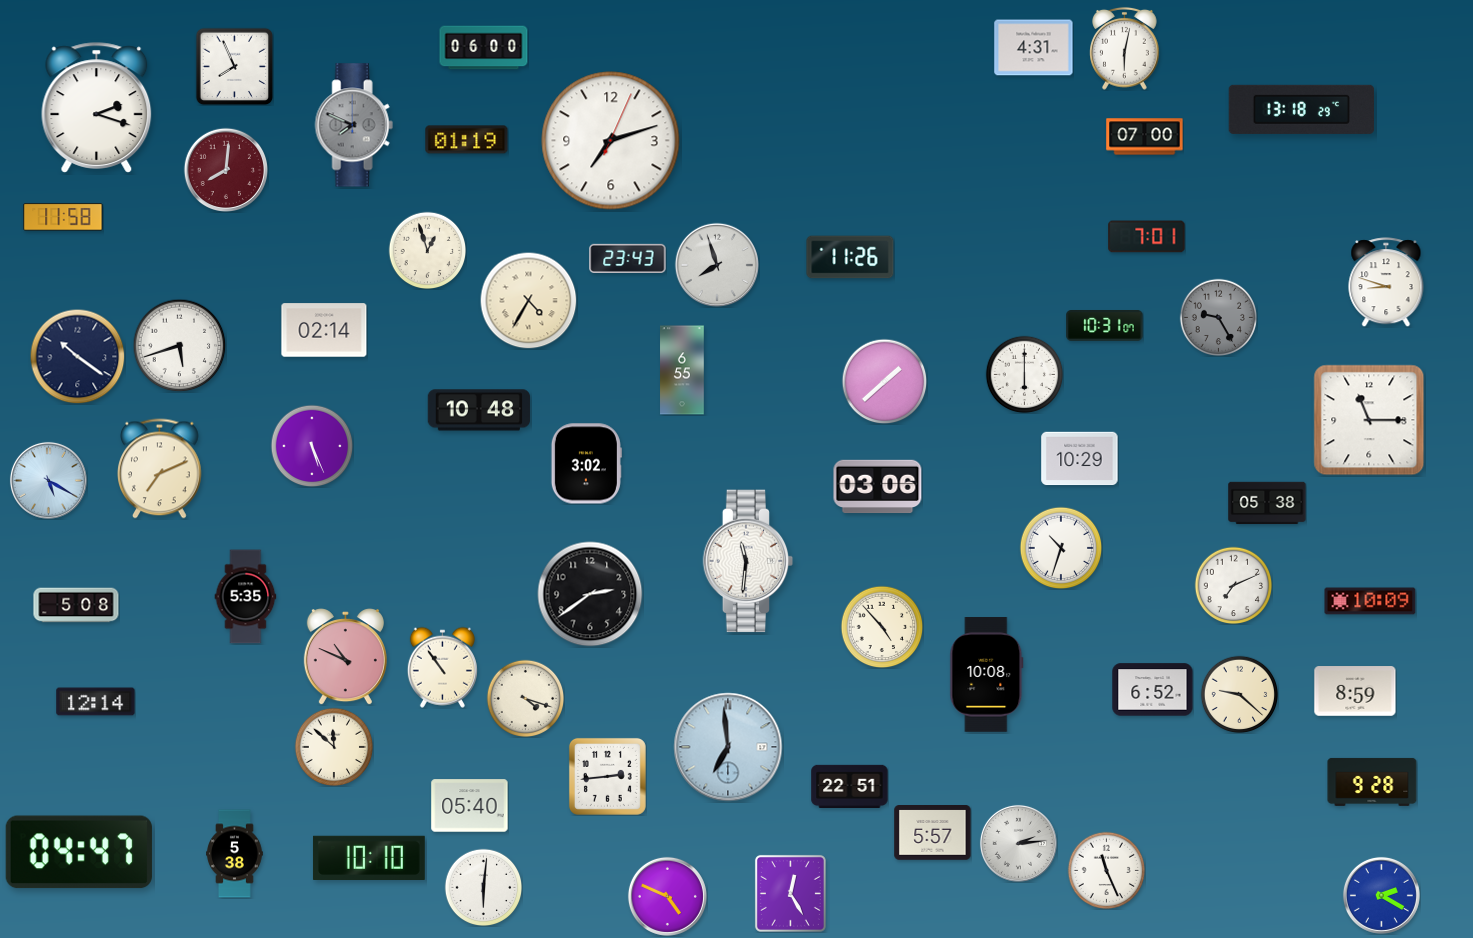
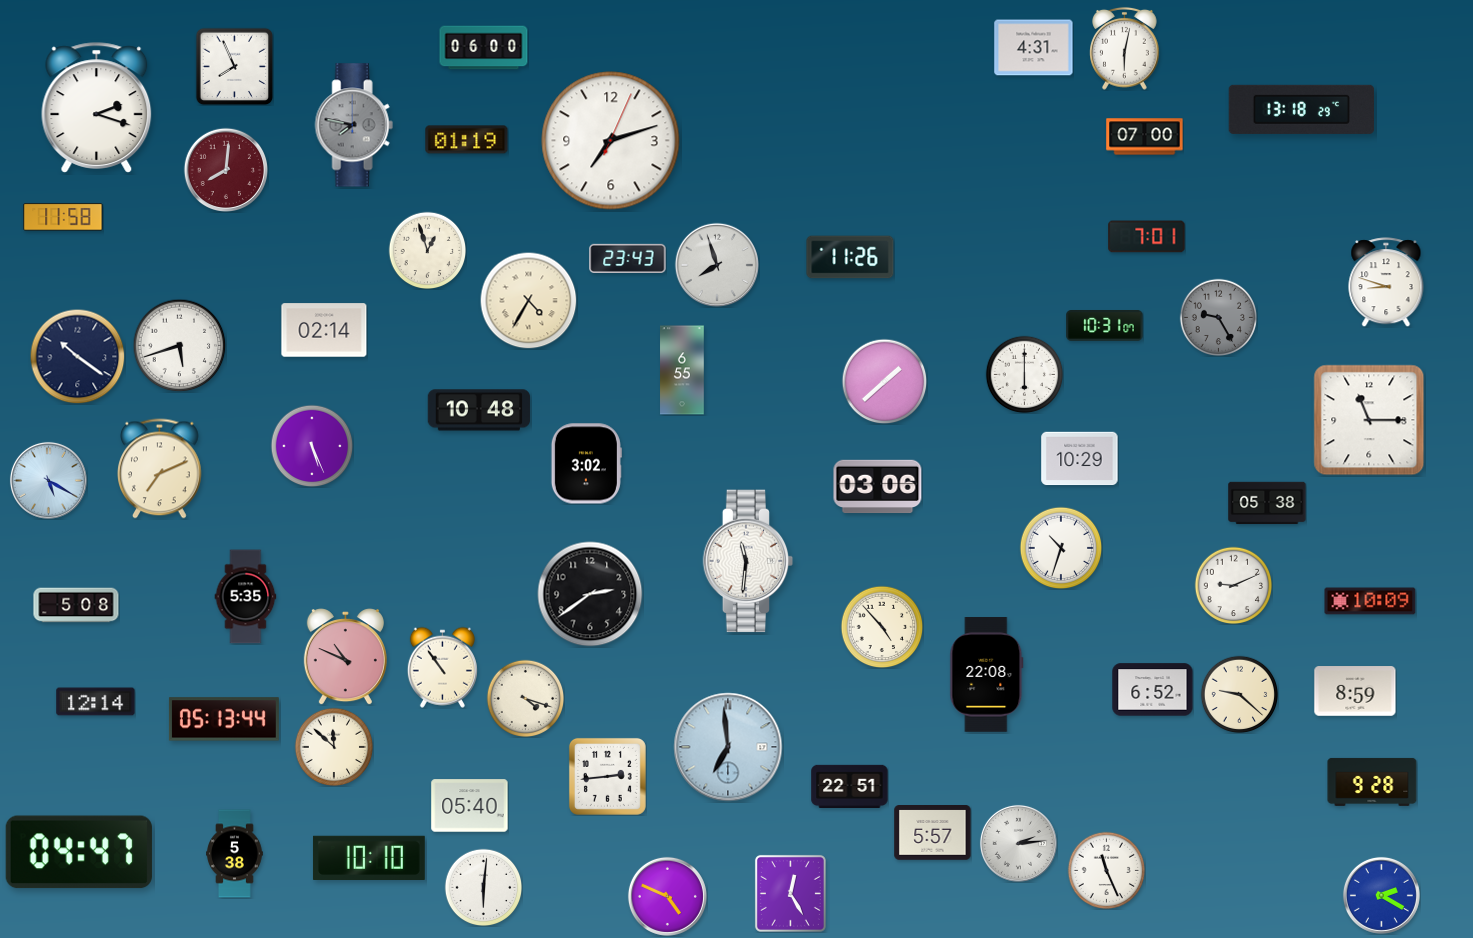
clock at (354, 125): 7:49 -> 7:47
clock at (1233, 585): 7:11 -> 9:11
clock at (987, 675): 10:08 -> 22:08
clock at (224, 719): none -> 05:13
